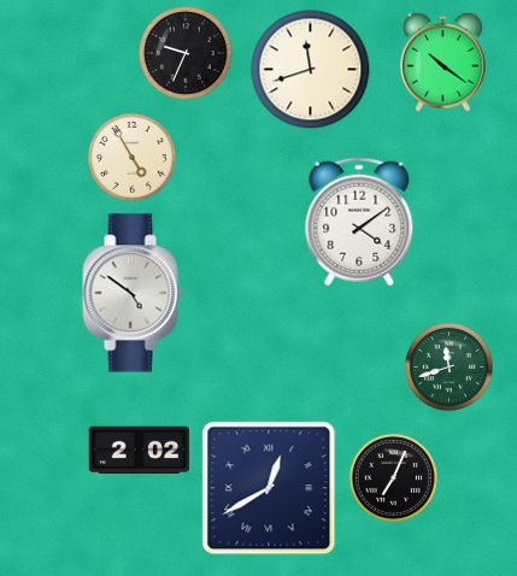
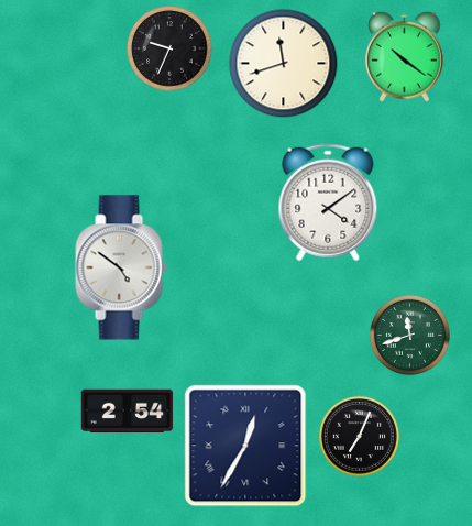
clock at (131, 157): 4:55 -> none
clock at (140, 451): 2:02 -> 2:54
clock at (269, 488): 12:40 -> 12:35
